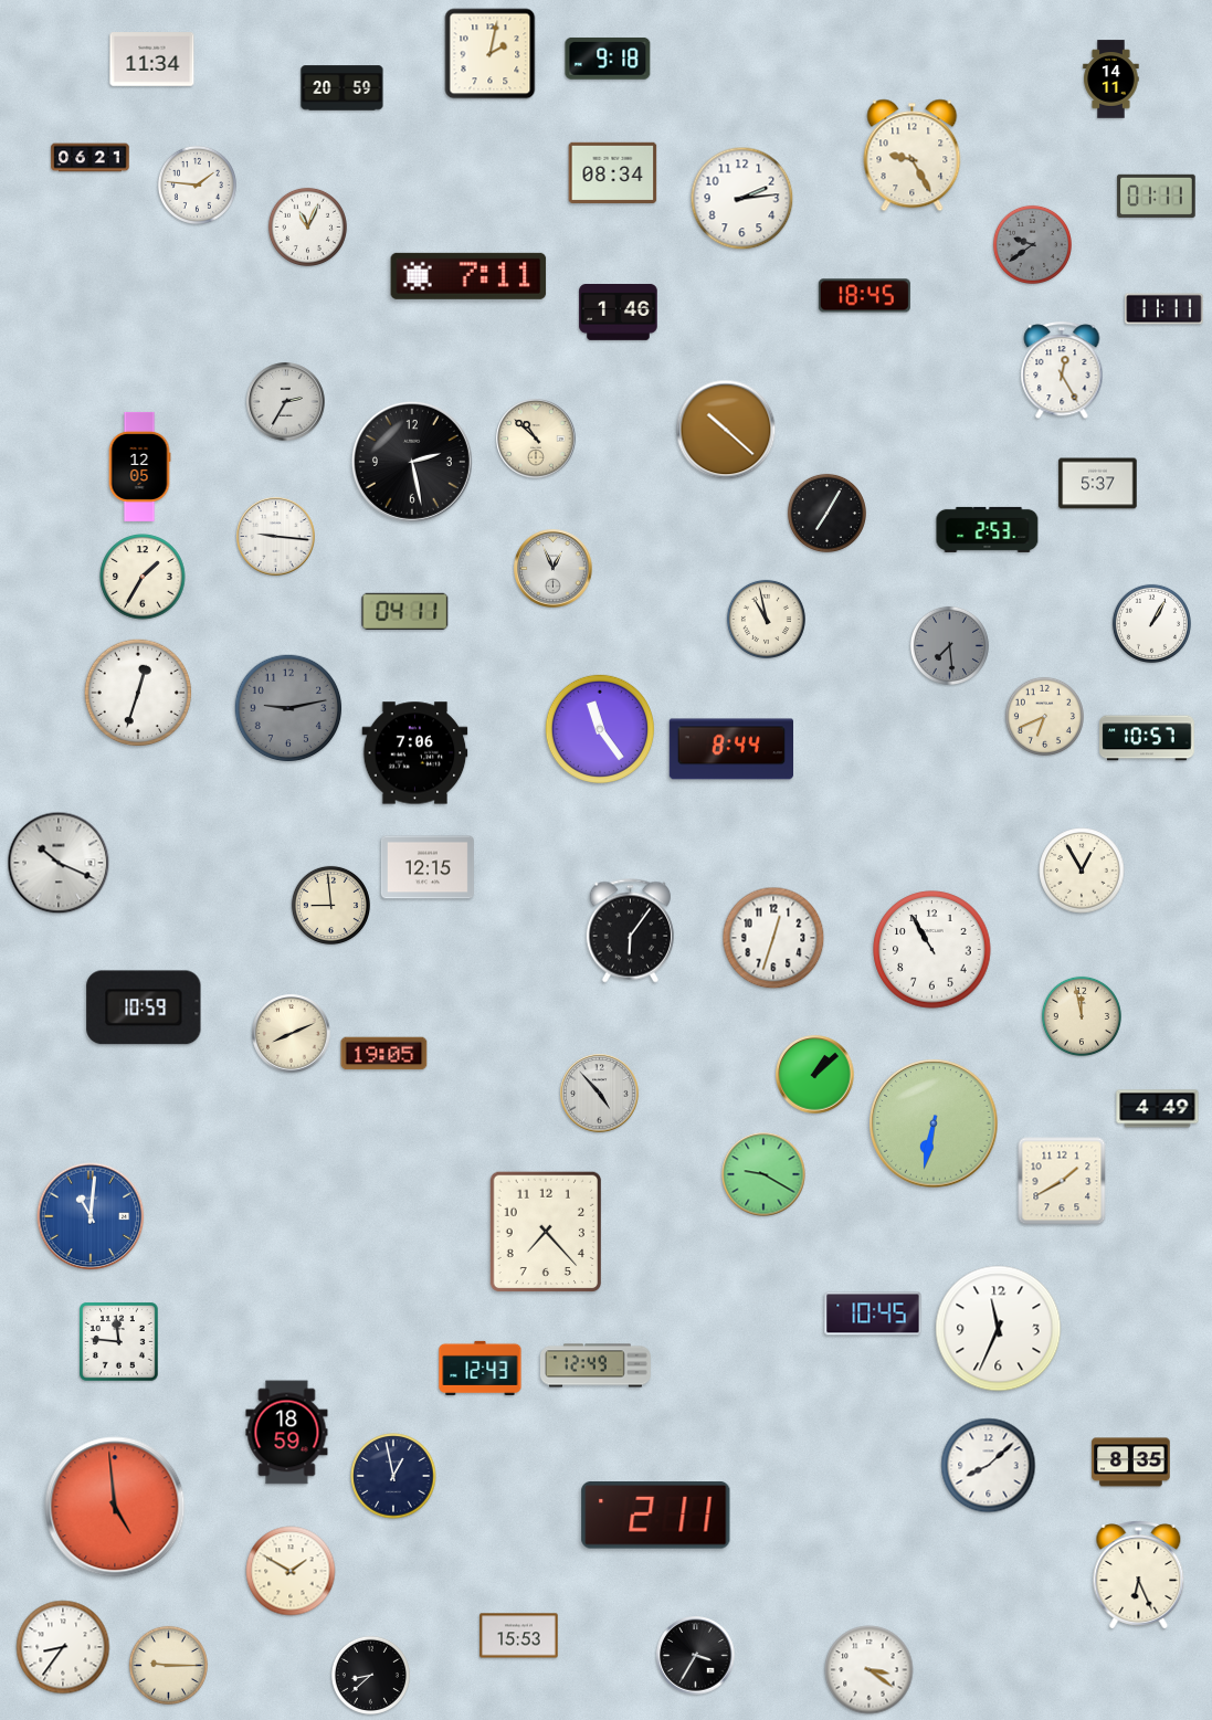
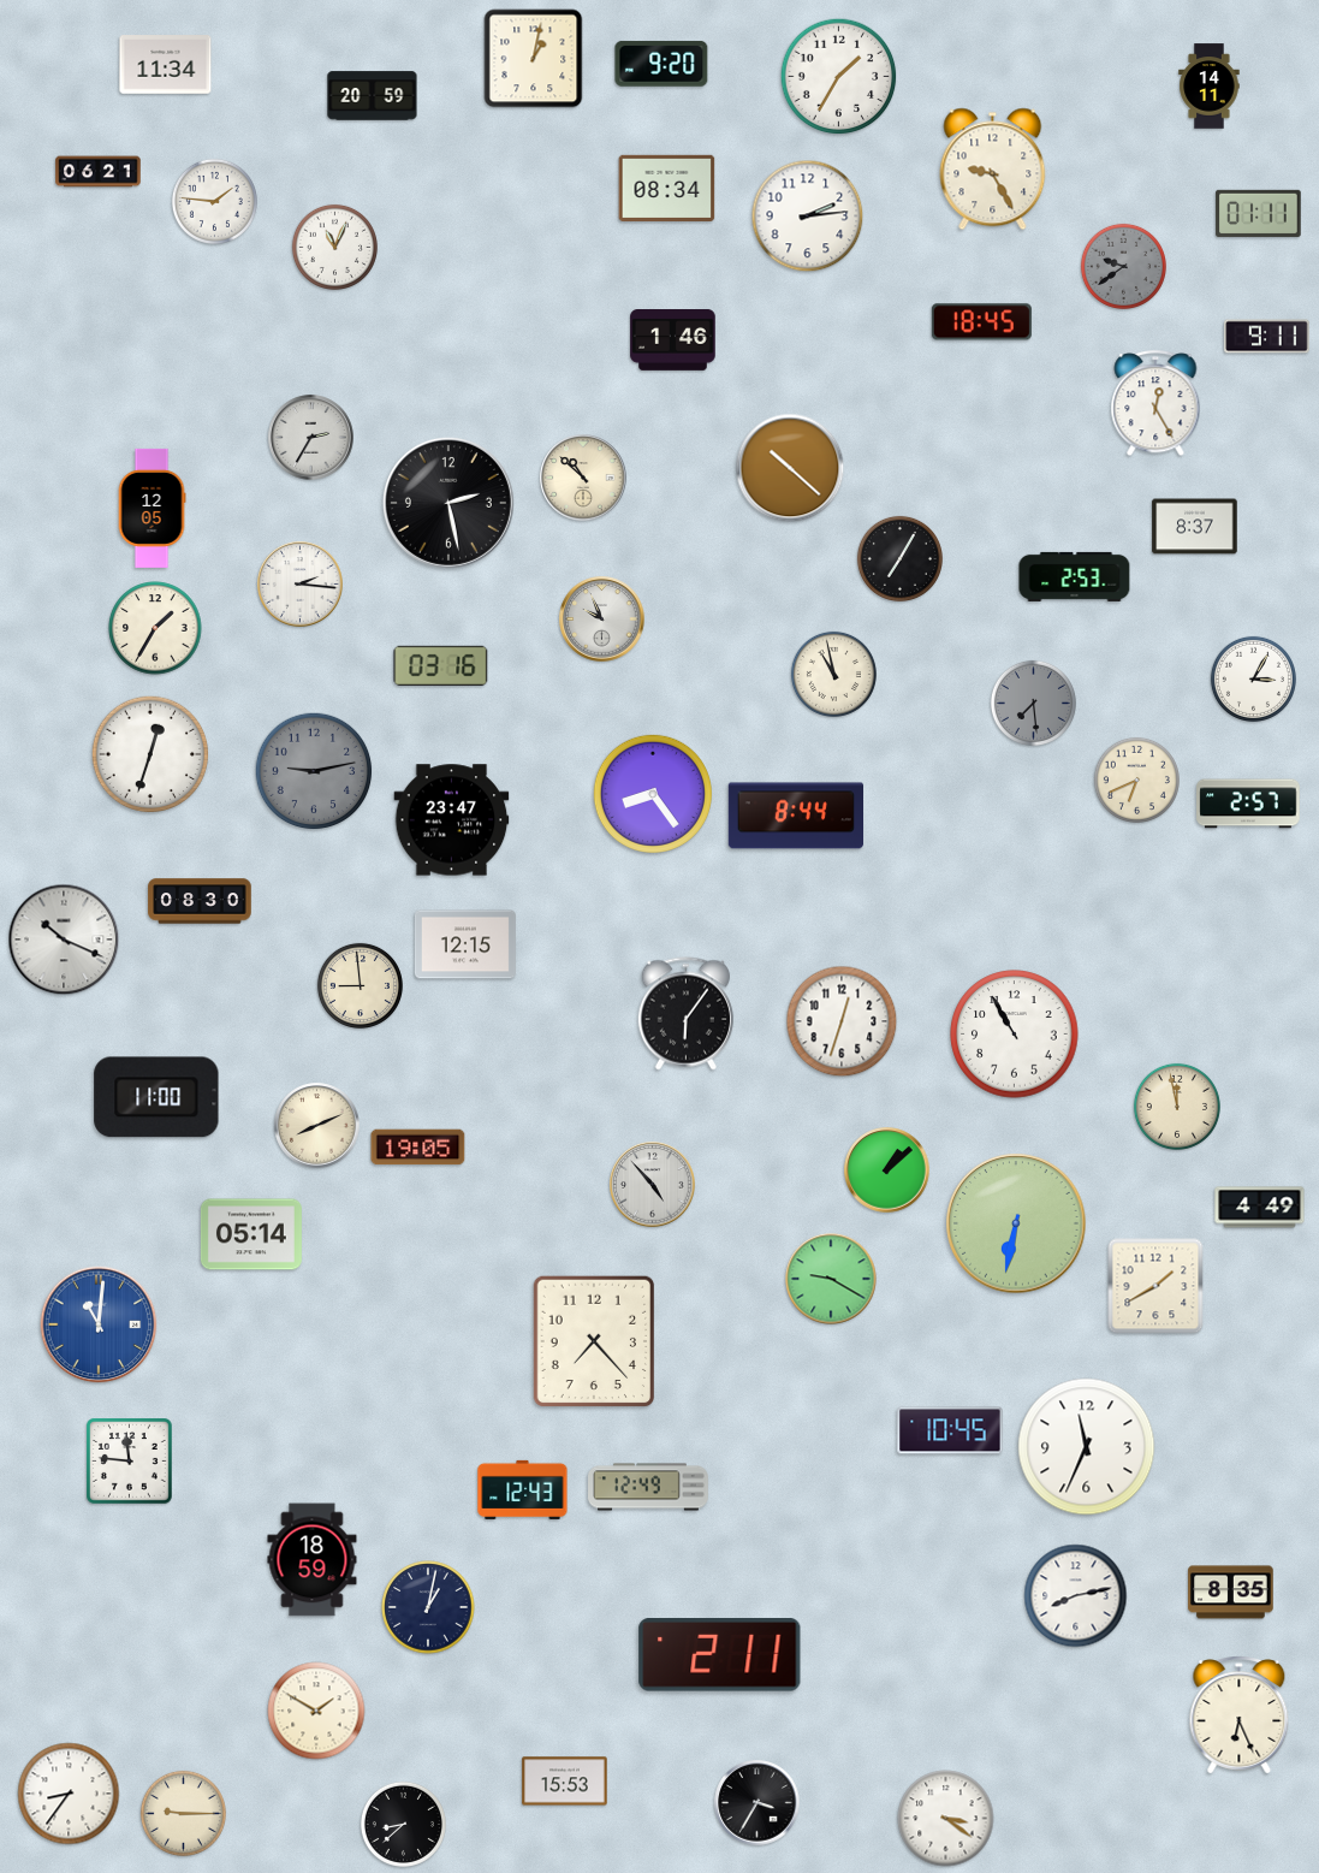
clock at (491, 54): 2:02 -> 1:02
clock at (608, 59): 9:18 -> 9:20
clock at (839, 77): none -> 1:35
clock at (468, 276): 7:11 -> none
clock at (864, 296) position: (864, 296) -> (981, 322)
clock at (1164, 309): 11:11 -> 9:11
clock at (1098, 484): 5:37 -> 8:37
clock at (276, 537): 9:16 -> 2:16
clock at (554, 569): 12:56 -> 9:56
clock at (405, 611): 04:11 -> 03:16
clock at (1151, 623): 1:05 -> 3:05
clock at (600, 729): 11:24 -> 8:24
clock at (1147, 738): 10:57 -> 2:57
clock at (415, 753): 7:06 -> 23:47
clock at (200, 901): none -> 08:30
clock at (1082, 870): 12:55 -> none
clock at (144, 1007): 10:59 -> 11:00
clock at (600, 1094) position: (600, 1094) -> (653, 1185)
clock at (251, 1234): none -> 05:14
clock at (989, 1466): 8:08 -> 8:13
clock at (393, 1476): 12:58 -> 1:02
clock at (115, 1507): 4:59 -> none
clock at (656, 1516) position: (656, 1516) -> (720, 1655)
